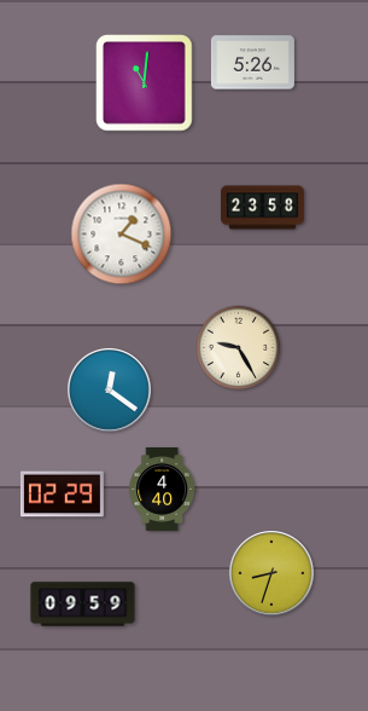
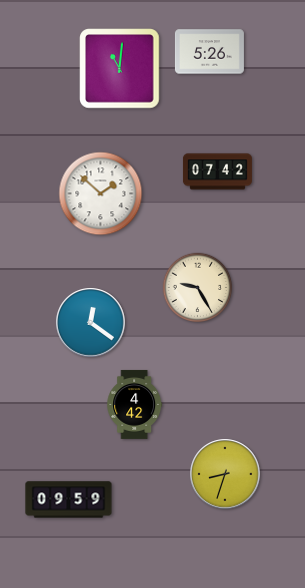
clock at (262, 208): 23:58 -> 07:42
clock at (122, 235): 1:19 -> 1:52
clock at (163, 489): 4:40 -> 4:42
clock at (62, 495): 02:29 -> none
